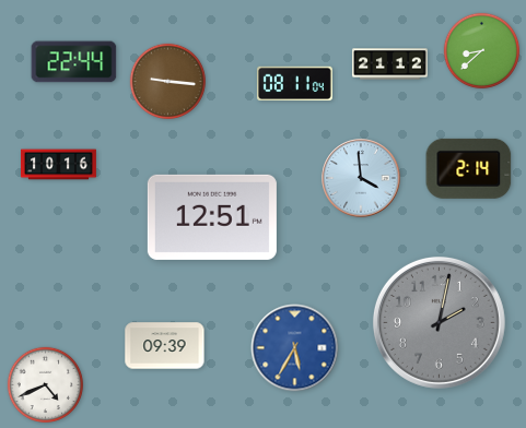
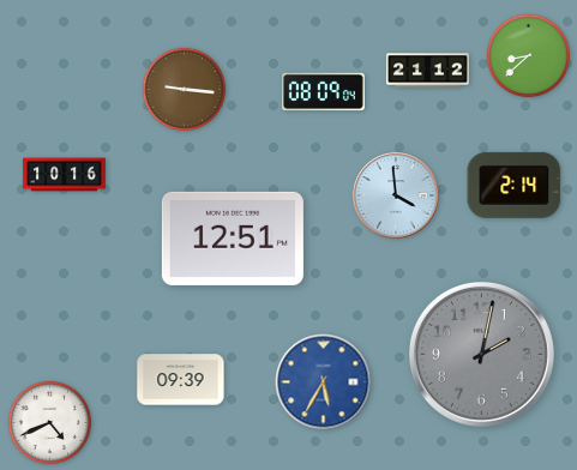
clock at (74, 62): 22:44 -> none
clock at (294, 84): 08:11 -> 08:09
clock at (59, 165) position: (59, 165) -> (65, 175)
